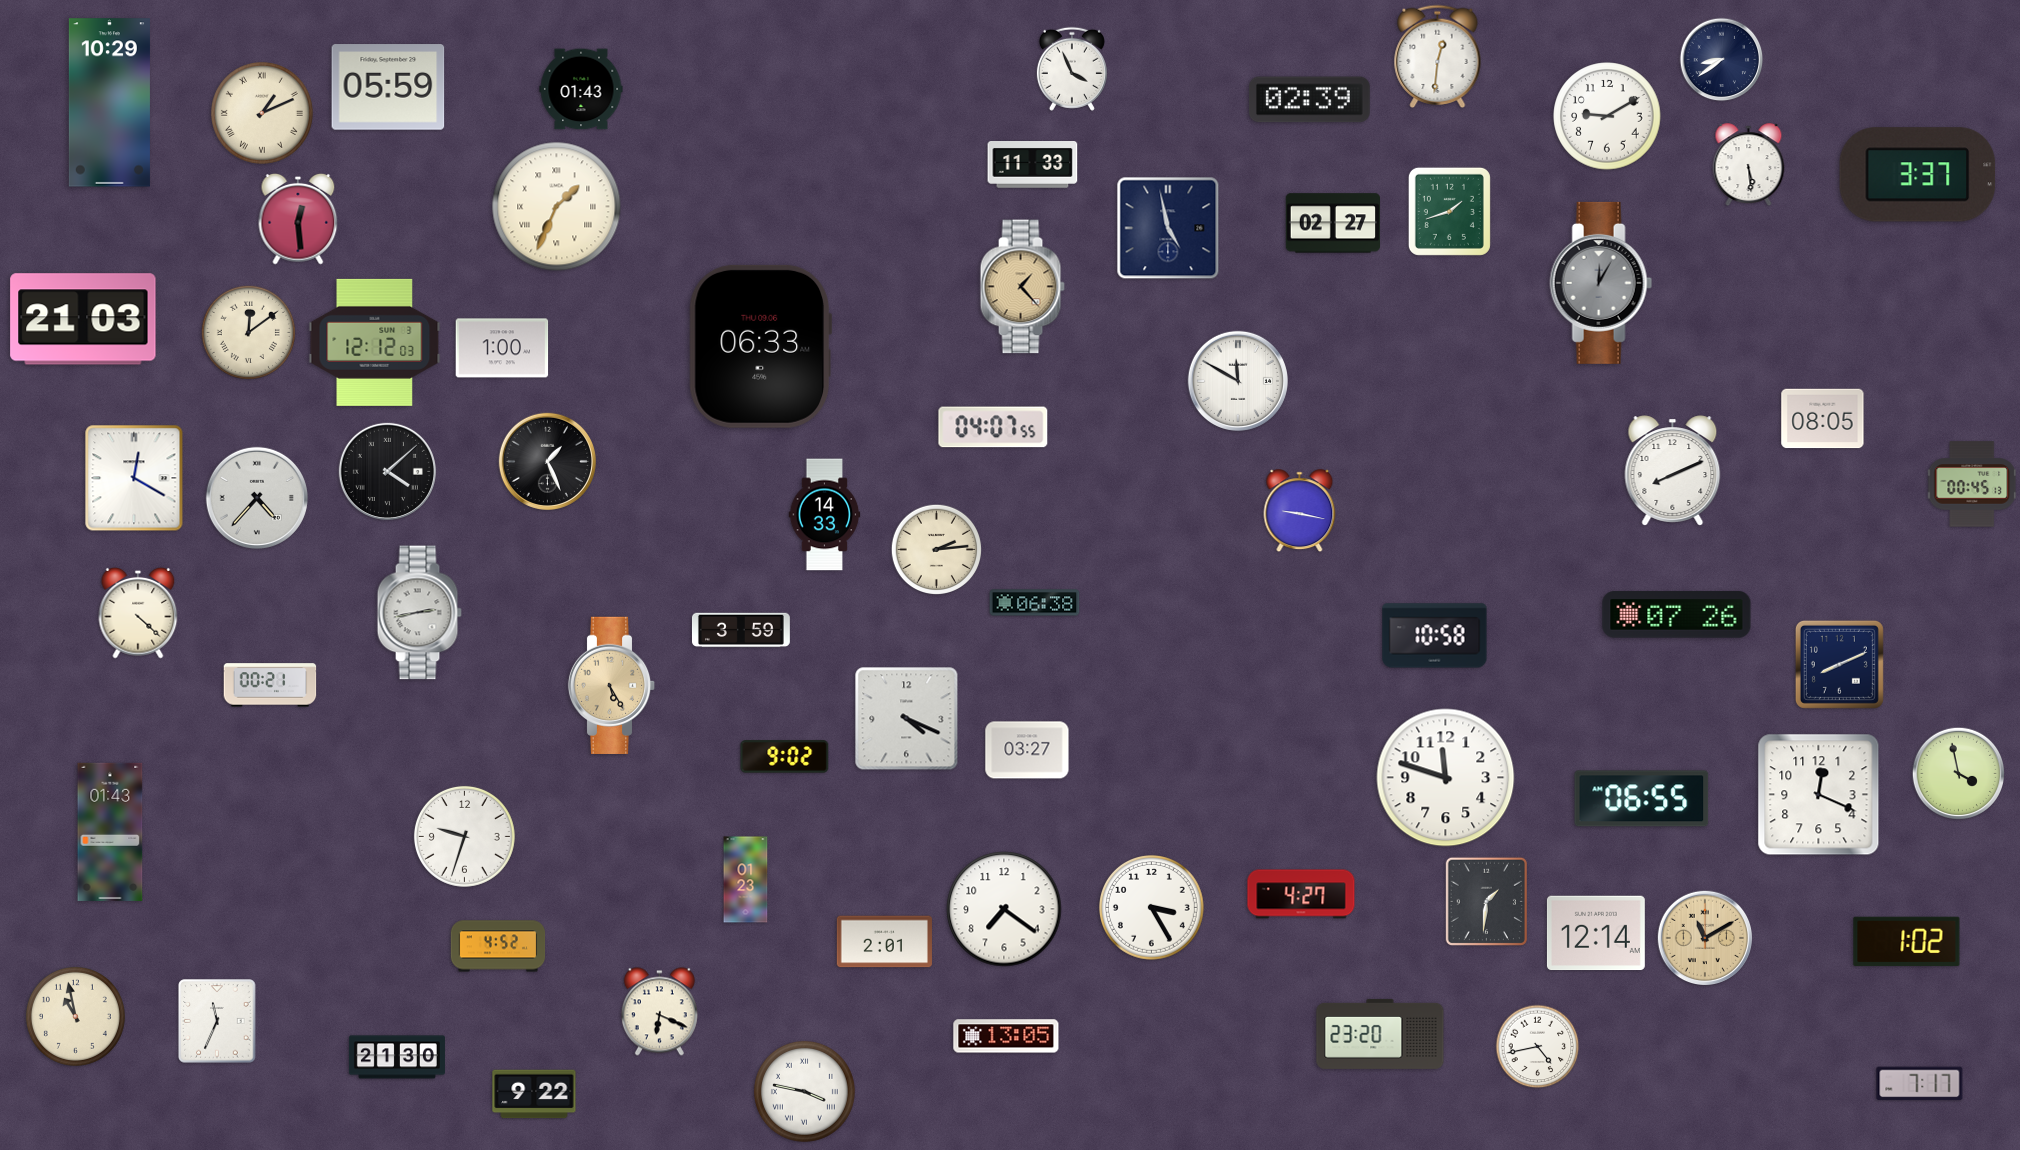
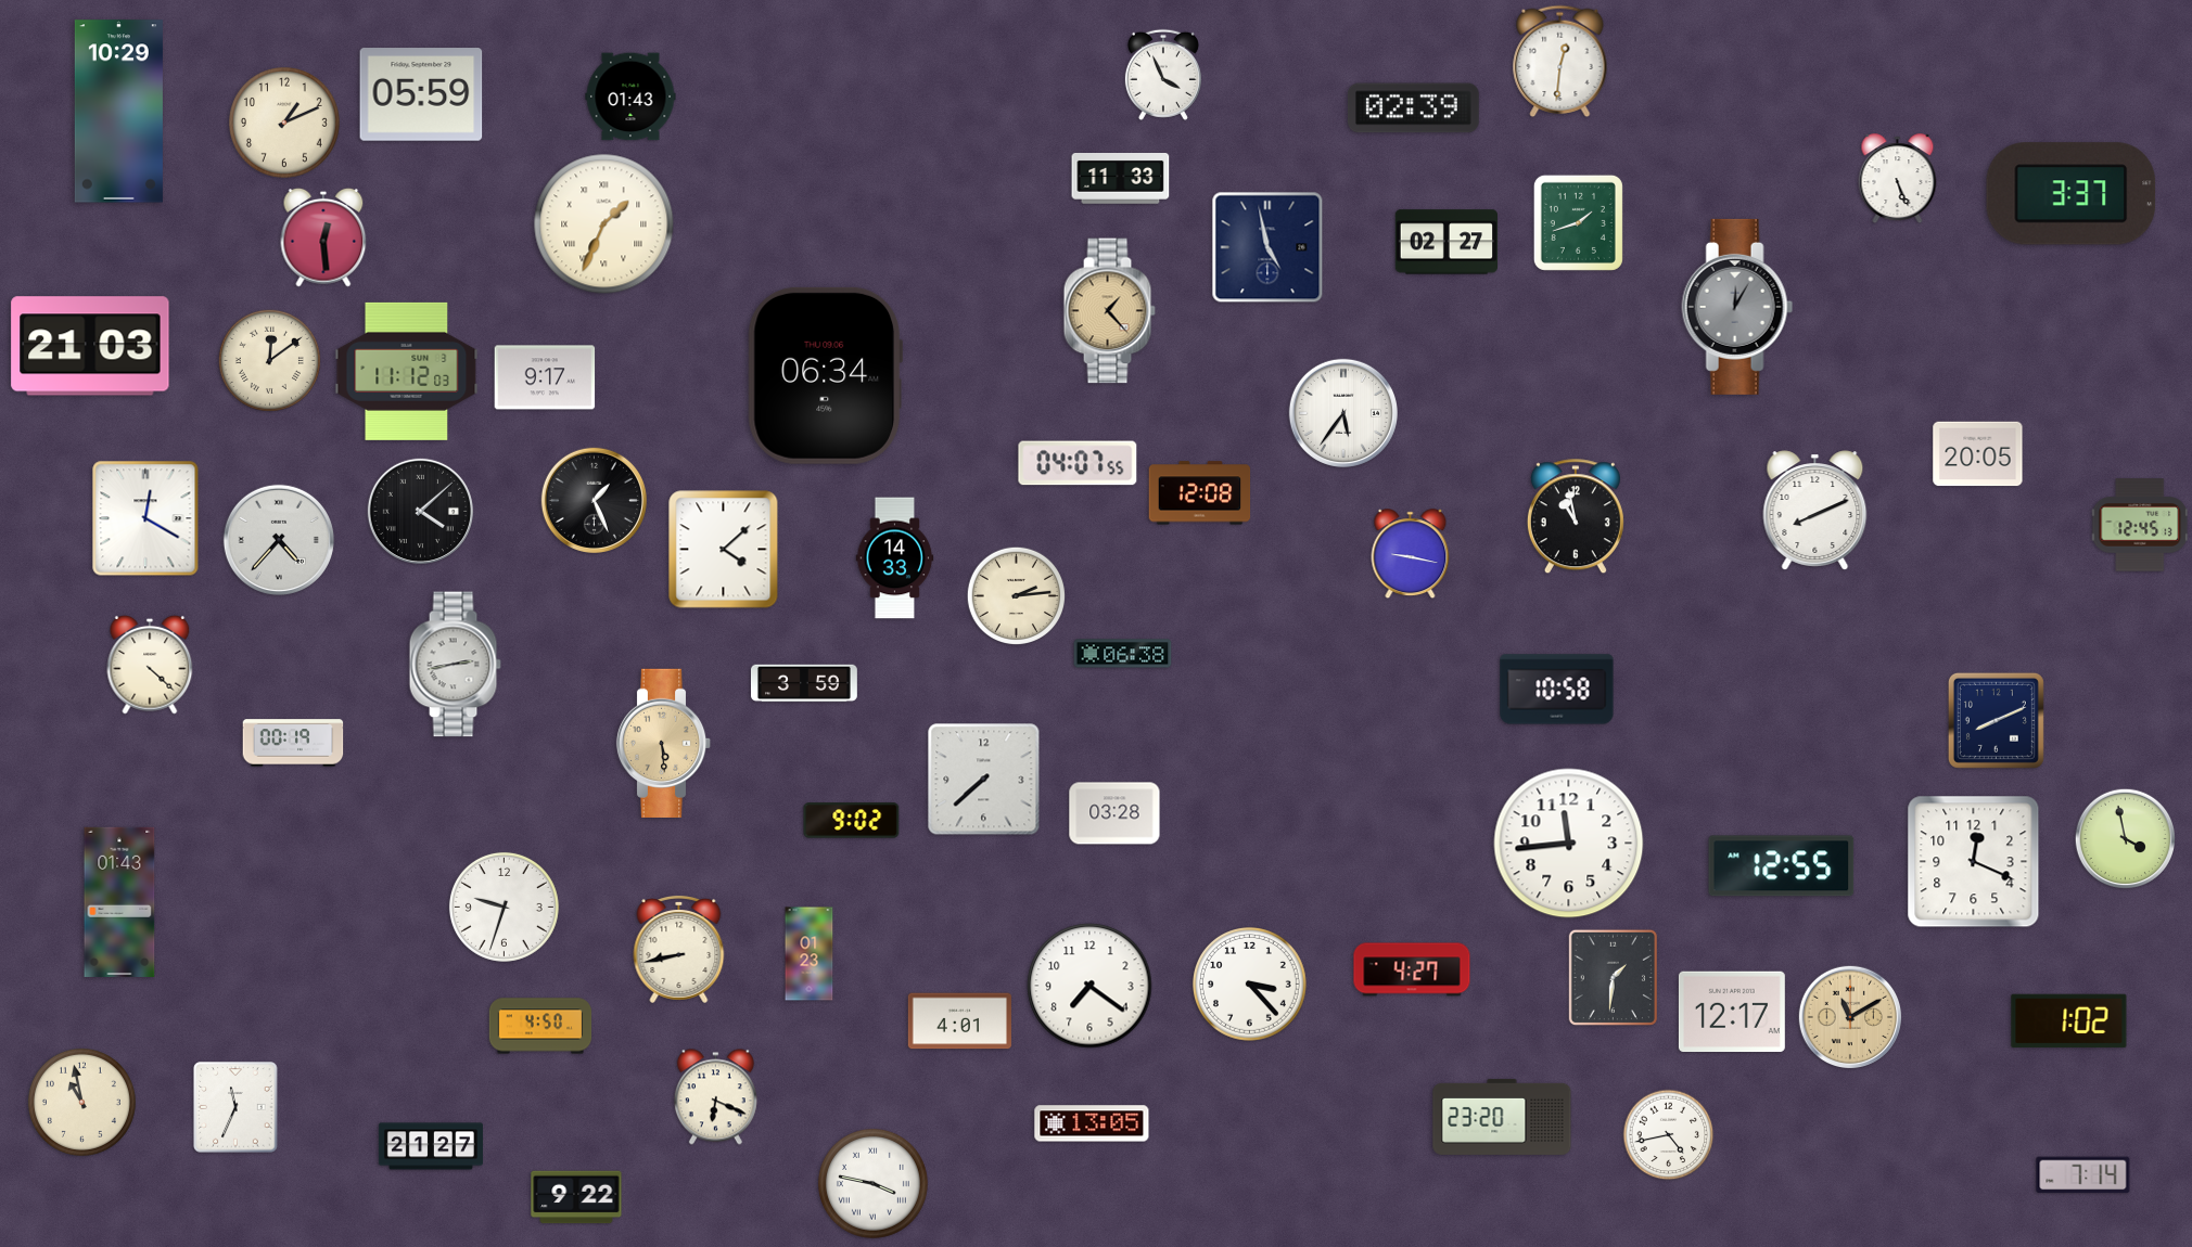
clock at (1722, 60): 8:39 -> none
clock at (1309, 100) position: (1309, 100) -> (1413, 108)
clock at (262, 113) numerals: Roman -> Arabic
clock at (1607, 116): 9:10 -> none
clock at (1749, 165): 5:29 -> 5:26
clock at (1918, 175) position: (1918, 175) -> (2072, 194)
clock at (1449, 211) position: (1449, 211) -> (1578, 222)
clock at (375, 342): 12:12 -> 11:12
clock at (760, 346): 06:33 -> 06:34
clock at (502, 348): 1:00 -> 9:17
clock at (1238, 381): 11:50 -> 5:36
clock at (1823, 419): 08:05 -> 20:05
clock at (1200, 493): none -> 12:08
clock at (1576, 517): none -> 10:58
clock at (1973, 484): 00:45 -> 12:45
clock at (724, 550): none -> 4:08
clock at (1677, 615): 07:26 -> none
clock at (270, 685): 00:21 -> 00:19
clock at (612, 685): 5:25 -> 5:29
clock at (907, 719): 4:19 -> 7:38
clock at (1027, 750): 03:27 -> 03:28
clock at (1446, 778): 11:48 -> 11:44
clock at (1642, 799): 06:55 -> 12:55
clock at (679, 949): none -> 8:43
clock at (1152, 908): 3:25 -> 3:23
clock at (1596, 933): 12:14 -> 12:17
clock at (884, 942): 2:01 -> 4:01
clock at (498, 946): 4:52 -> 4:50
clock at (1380, 1034) position: (1380, 1034) -> (1502, 1117)
clock at (397, 1057): 21:30 -> 21:27
clock at (1920, 1084): 7:17 -> 7:14
clock at (534, 1094) position: (534, 1094) -> (576, 1197)
